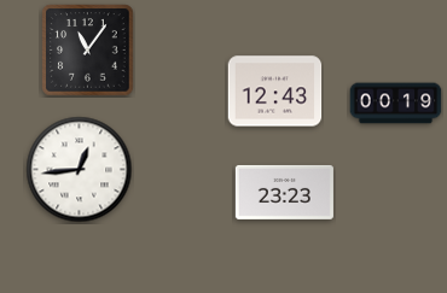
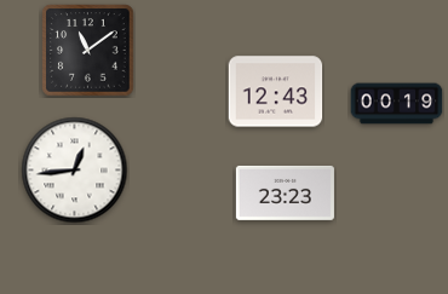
clock at (88, 51): 11:06 -> 11:09
clock at (80, 170) position: (80, 170) -> (75, 171)
